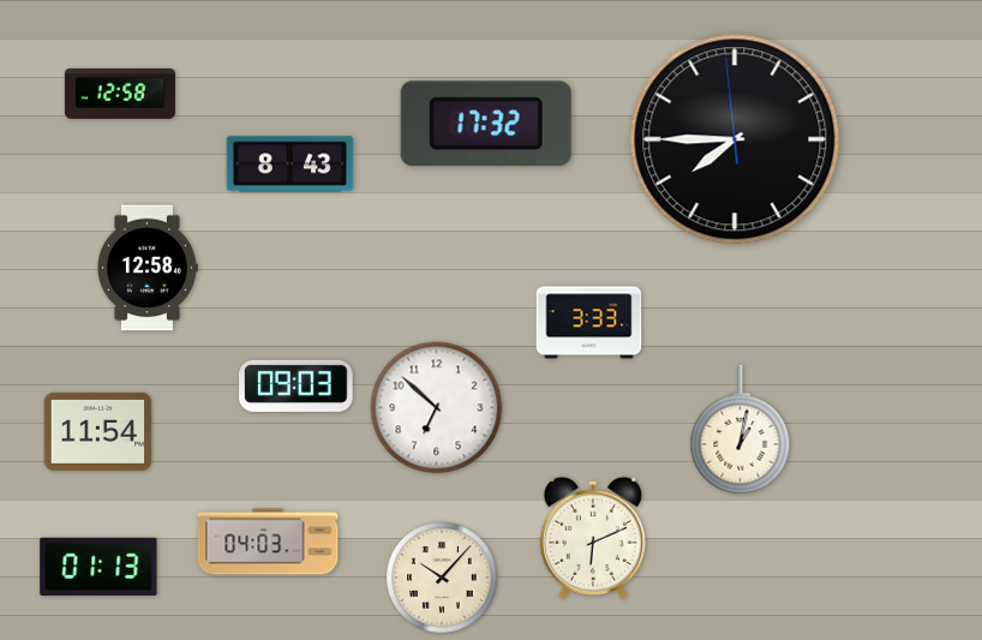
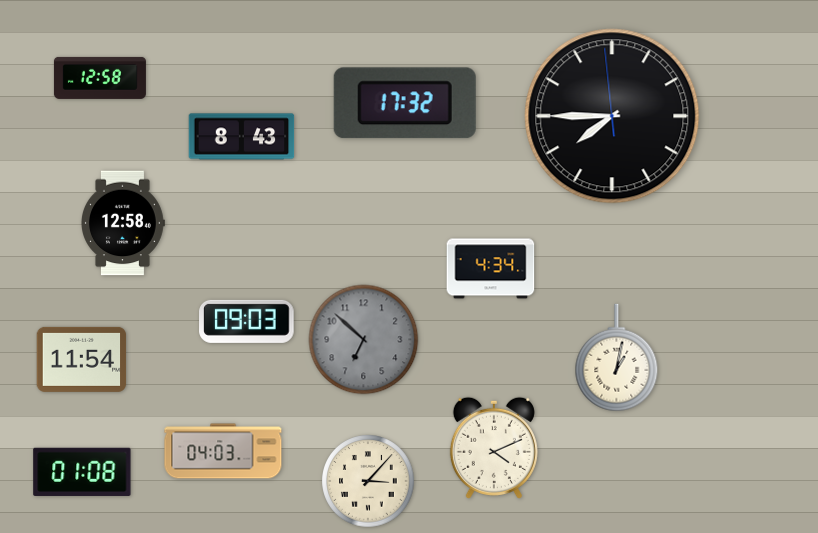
clock at (589, 323): 3:33 -> 4:34
clock at (437, 408) dial: white -> grey
clock at (593, 538): 6:11 -> 4:11
clock at (98, 567): 01:13 -> 01:08
clock at (442, 578): 10:07 -> 3:07
